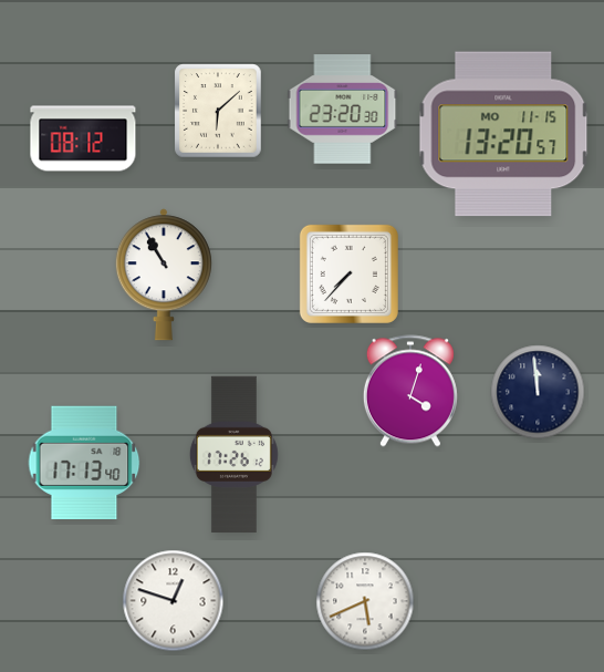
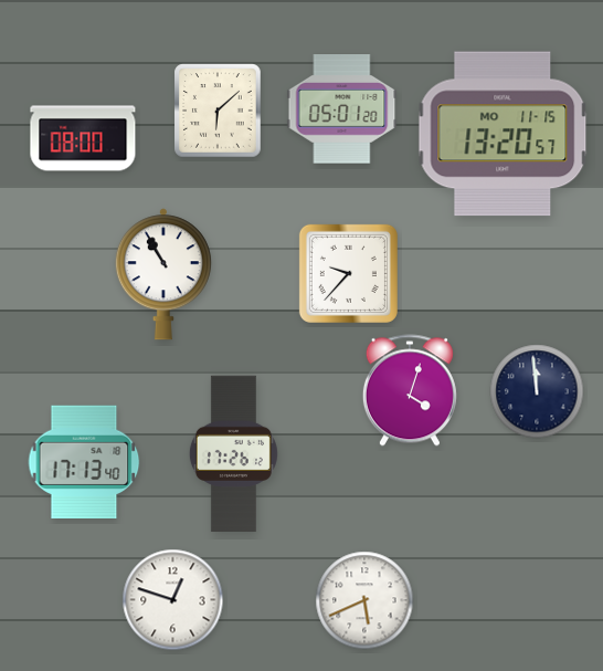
clock at (343, 110): 23:20 -> 05:01
clock at (83, 138): 08:12 -> 08:00
clock at (348, 273): 7:37 -> 9:37
